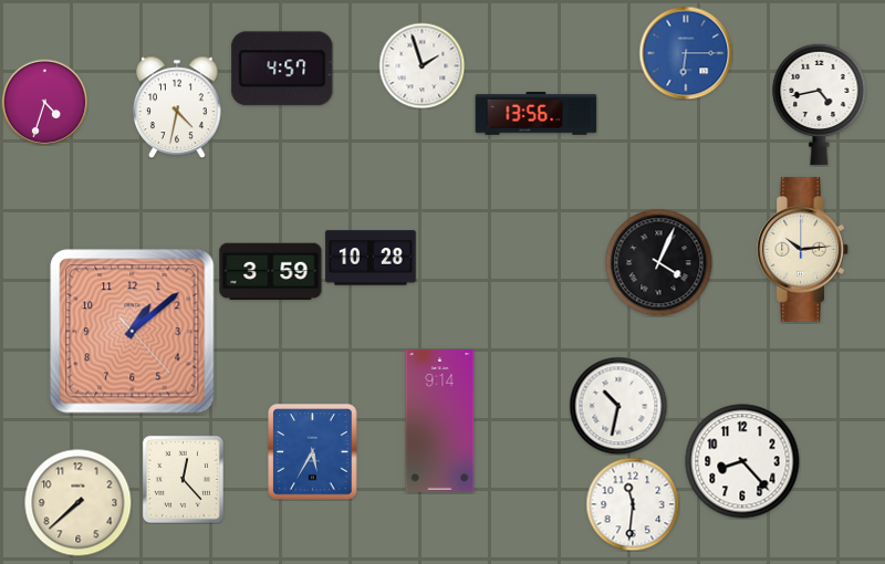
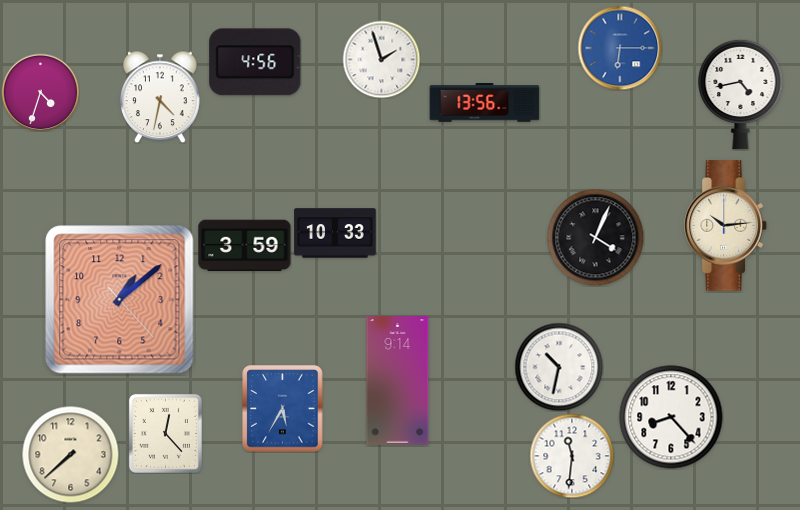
clock at (282, 69): 4:57 -> 4:56
clock at (371, 258): 10:28 -> 10:33
